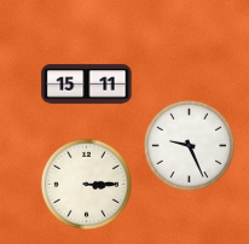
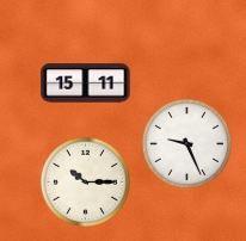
clock at (86, 184): 3:15 -> 10:15
